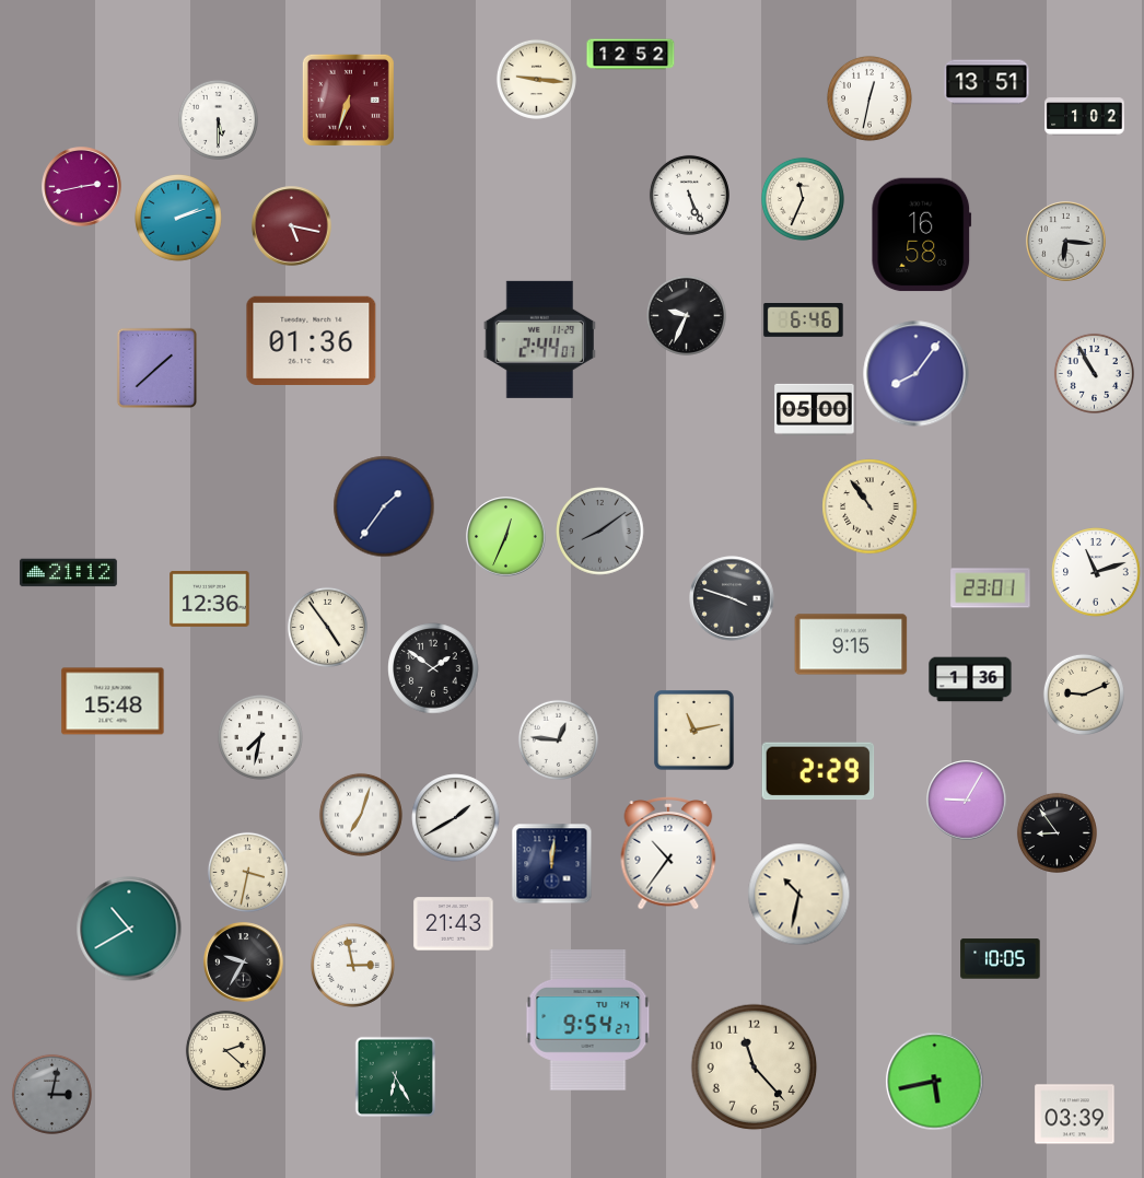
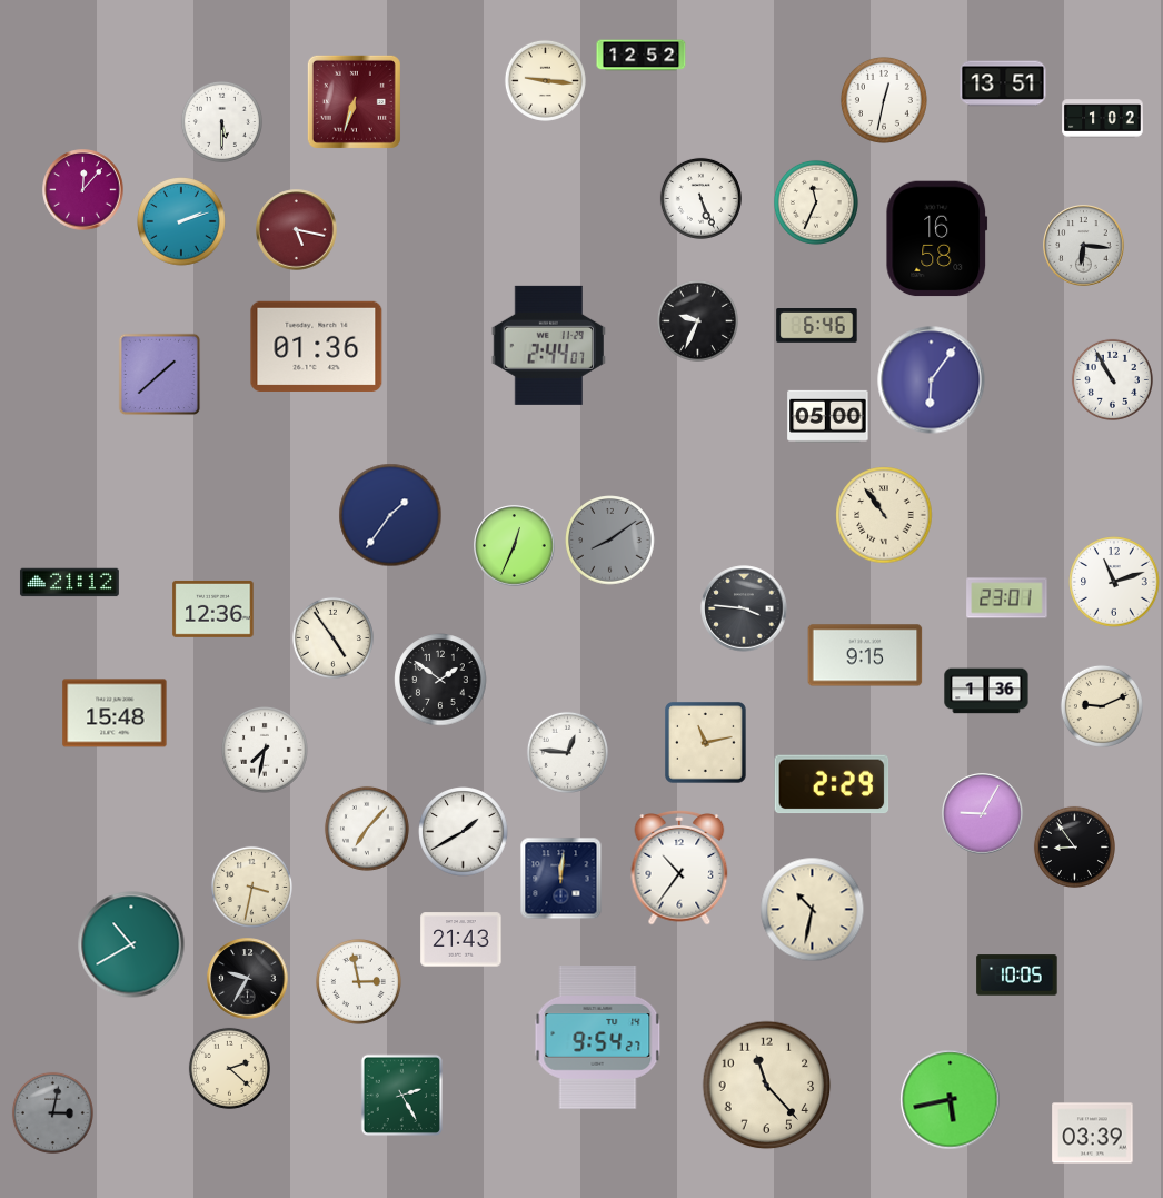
clock at (82, 187): 2:43 -> 12:07
clock at (917, 374): 8:06 -> 6:06
clock at (732, 598): 3:48 -> 3:46
clock at (361, 815): 7:03 -> 7:07
clock at (395, 1076): 6:25 -> 2:25
